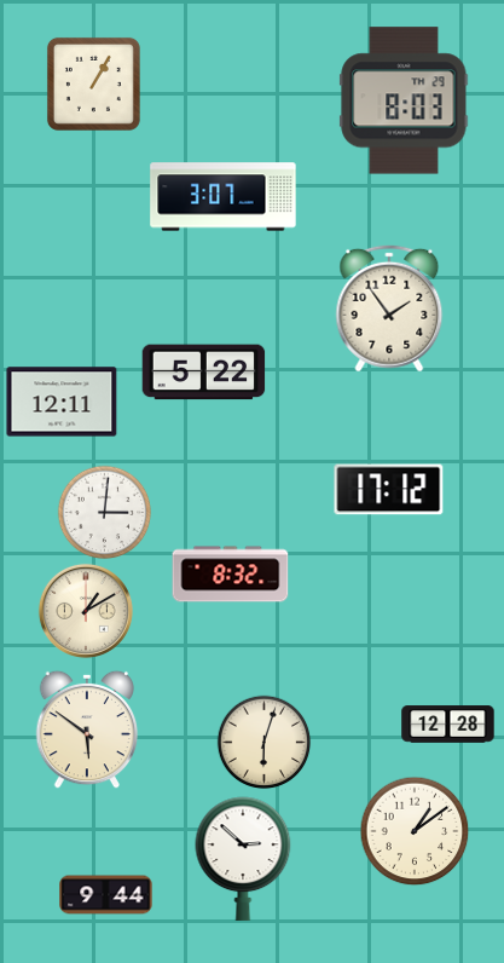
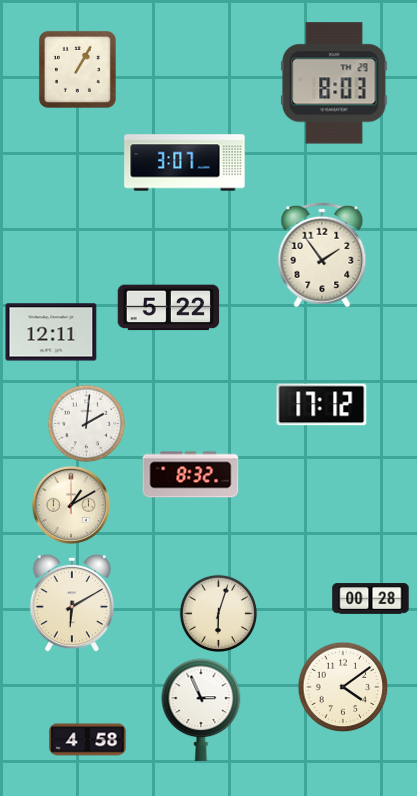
clock at (104, 512): 3:01 -> 2:01
clock at (448, 725): 12:28 -> 00:28
clock at (87, 730): 5:51 -> 6:10
clock at (415, 831): 1:09 -> 4:09
clock at (243, 859): 2:52 -> 2:56
clock at (106, 895): 9:44 -> 4:58
